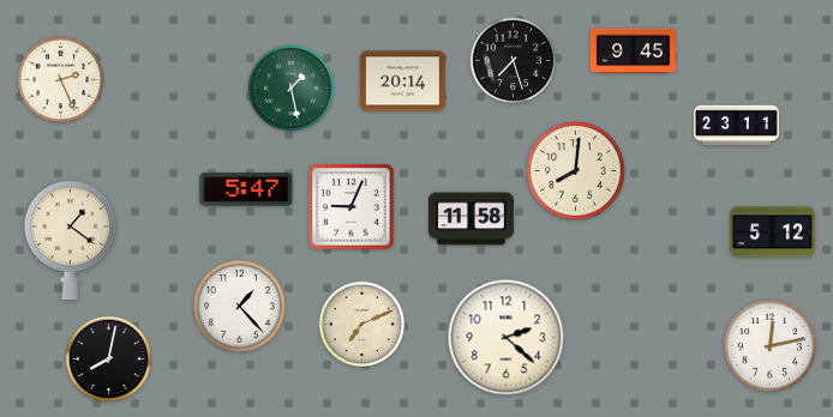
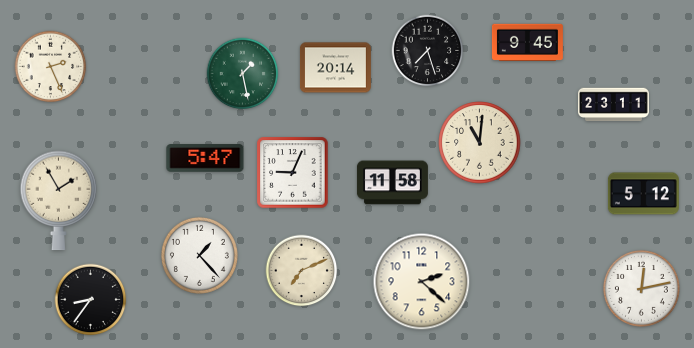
clock at (576, 171): 8:01 -> 11:01
clock at (71, 241): 1:21 -> 1:55
clock at (109, 359): 8:02 -> 8:36
